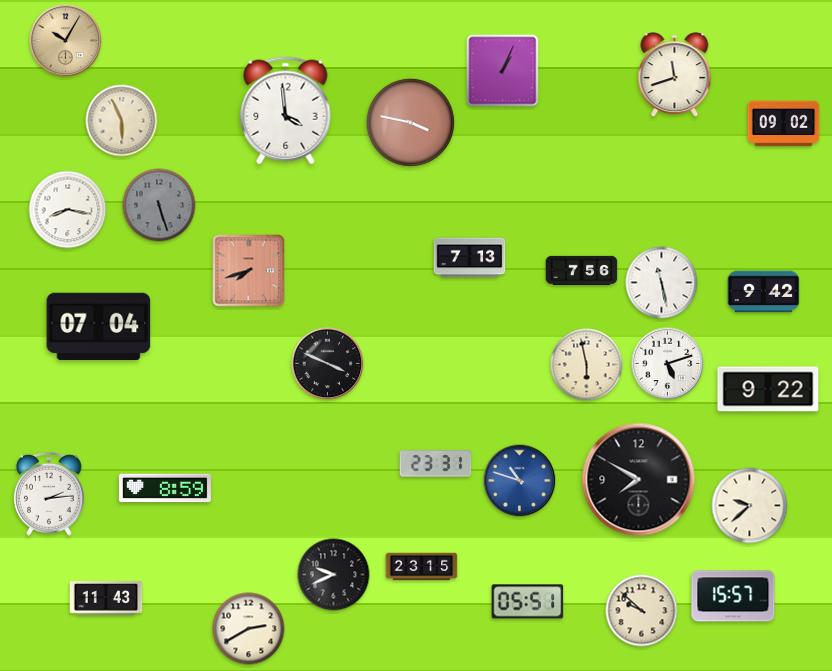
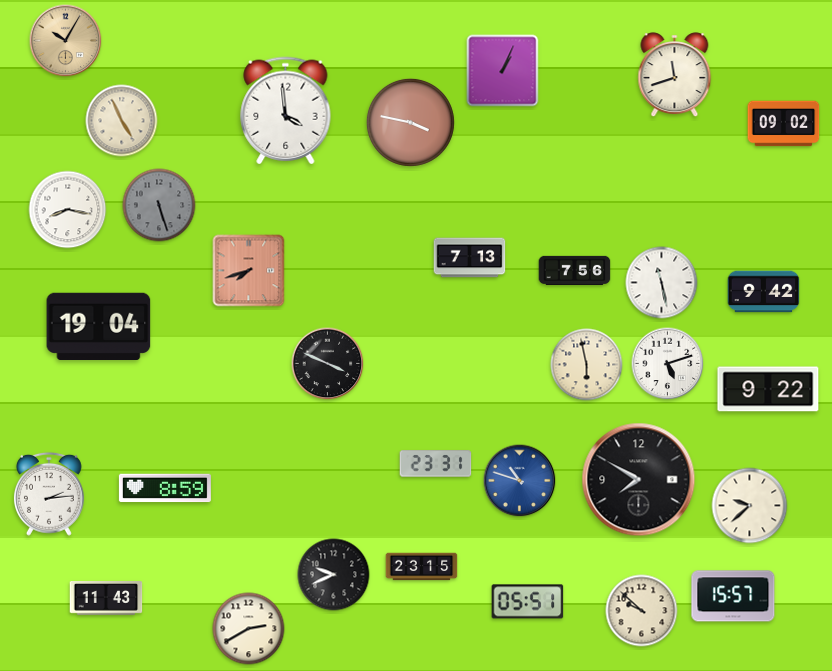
clock at (122, 121): 5:56 -> 4:56
clock at (582, 270) position: (582, 270) -> (575, 270)
clock at (99, 327): 07:04 -> 19:04
